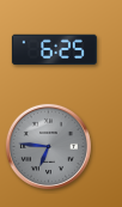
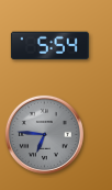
clock at (54, 50): 6:25 -> 5:54
